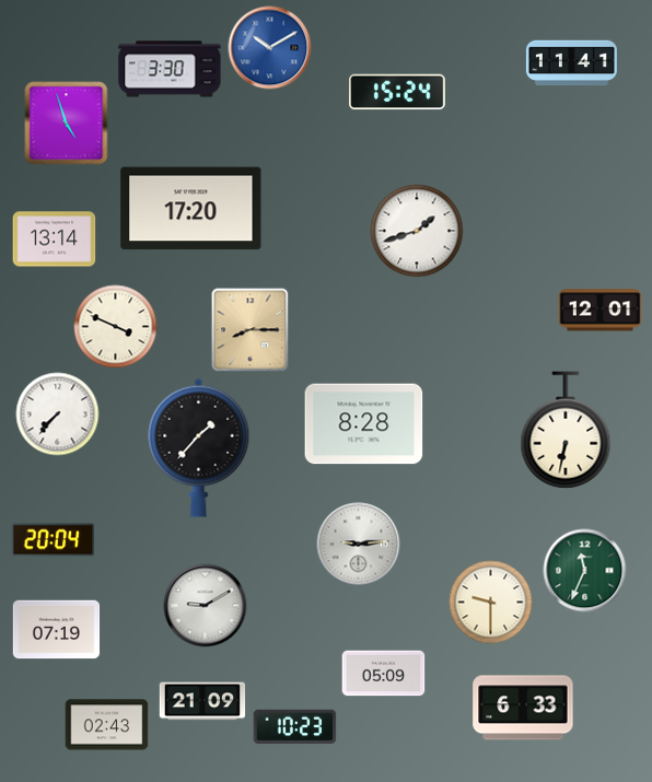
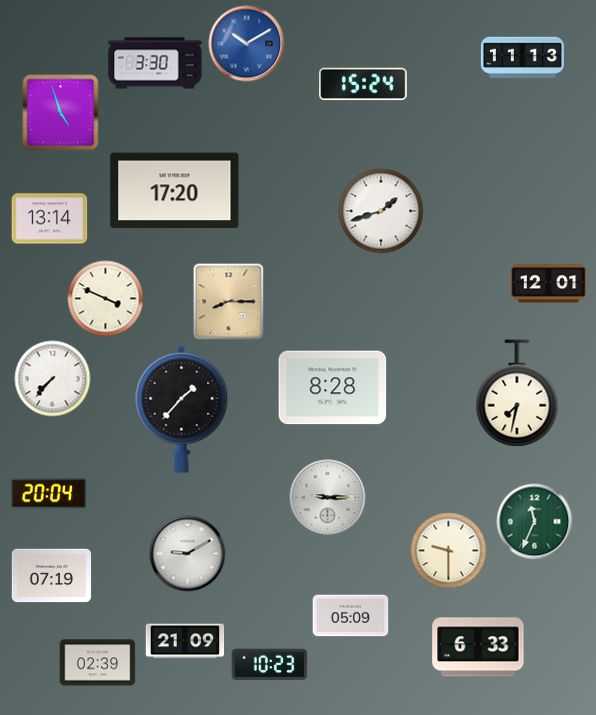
clock at (571, 63): 11:41 -> 11:13
clock at (566, 430): 6:32 -> 7:32
clock at (359, 545): 9:14 -> 9:15
clock at (107, 725): 02:43 -> 02:39
